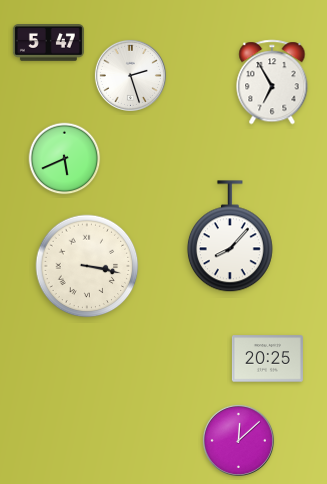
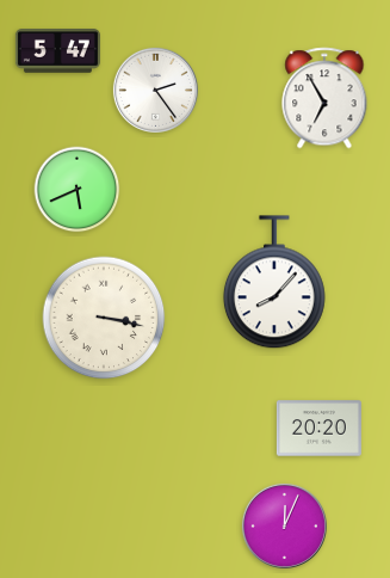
clock at (130, 75): 2:27 -> 2:24
clock at (267, 359): 20:25 -> 20:20
clock at (238, 440): 12:08 -> 12:04
